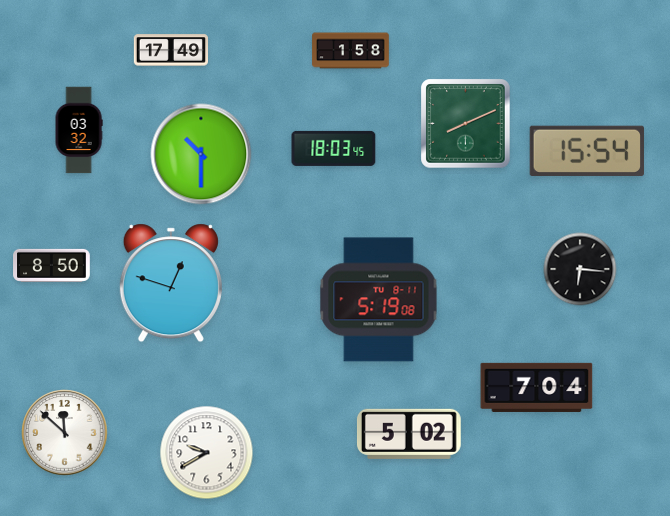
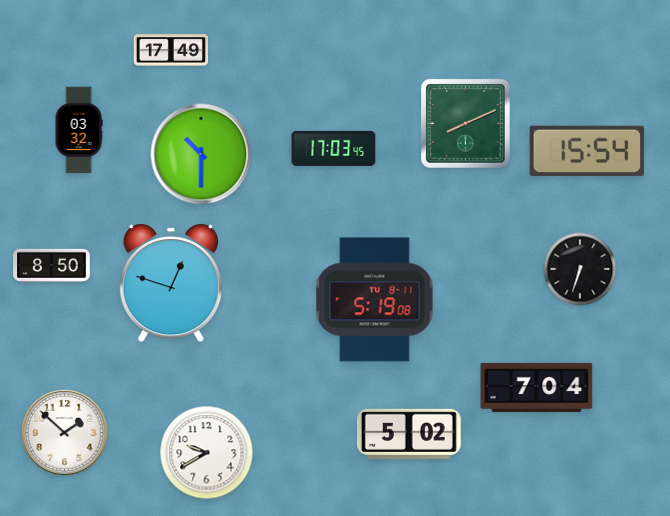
clock at (351, 51): 1:58 -> none
clock at (334, 148): 18:03 -> 17:03
clock at (580, 269): 6:16 -> 6:33
clock at (379, 300) position: (379, 300) -> (375, 300)
clock at (65, 433): 11:52 -> 1:52
